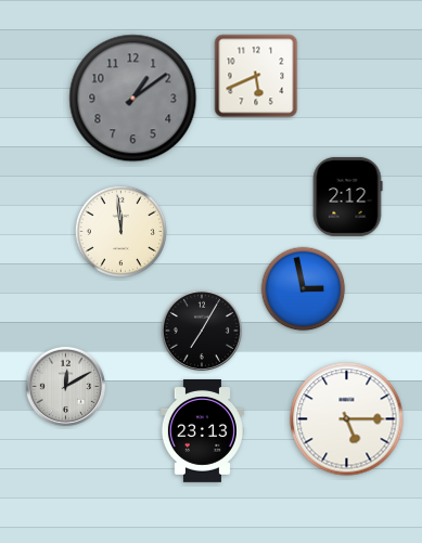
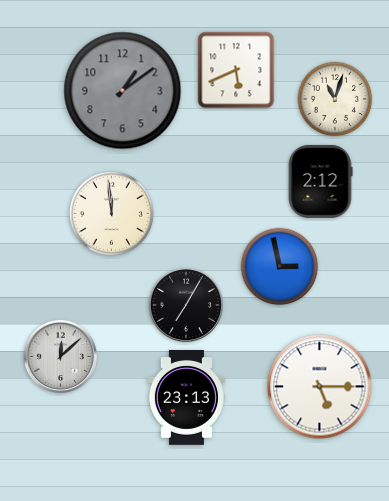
clock at (335, 99): none -> 11:03
clock at (65, 386): 12:10 -> 12:08
